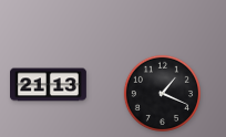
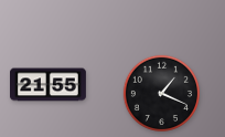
clock at (49, 85): 21:13 -> 21:55
